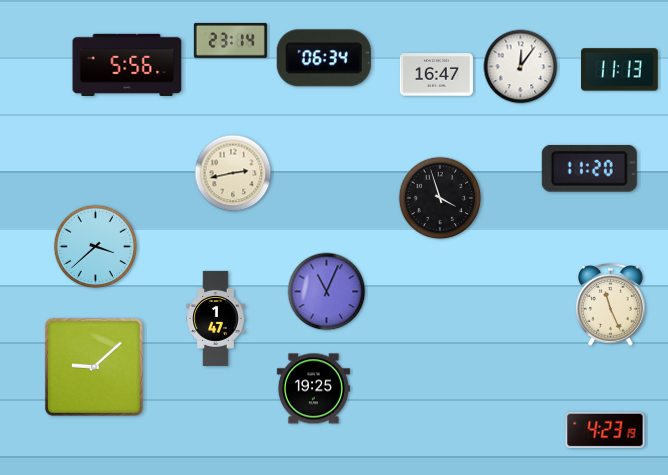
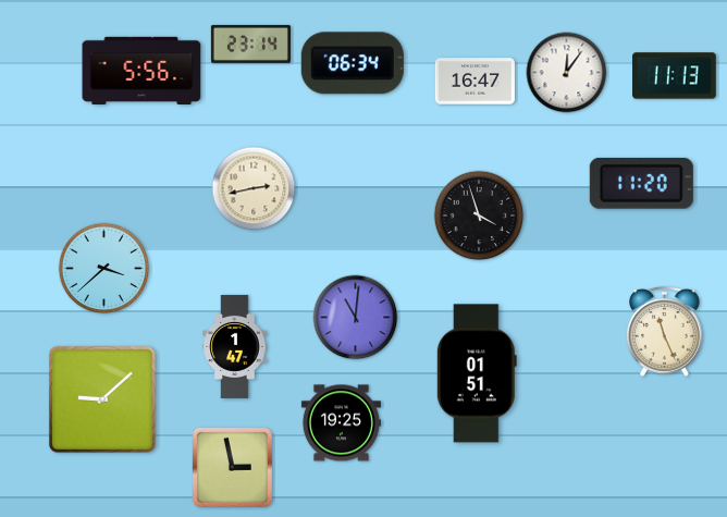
clock at (127, 65) position: (127, 65) -> (141, 71)
clock at (327, 292): 11:04 -> 11:01
clock at (477, 373): none -> 01:51
clock at (232, 467): none -> 2:58
clock at (605, 430): 4:23 -> none
